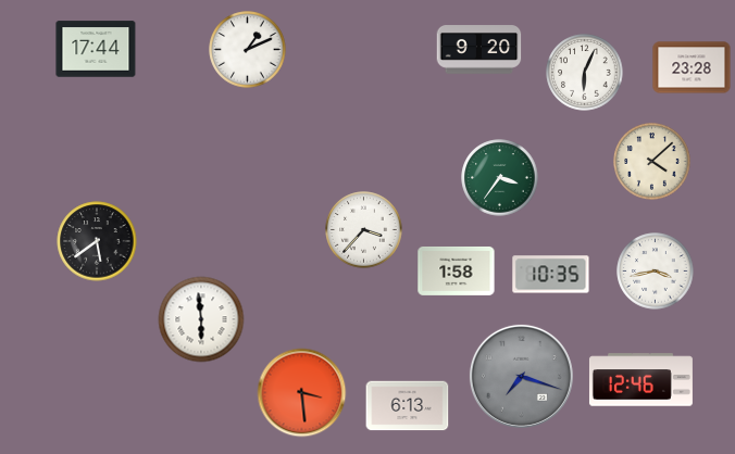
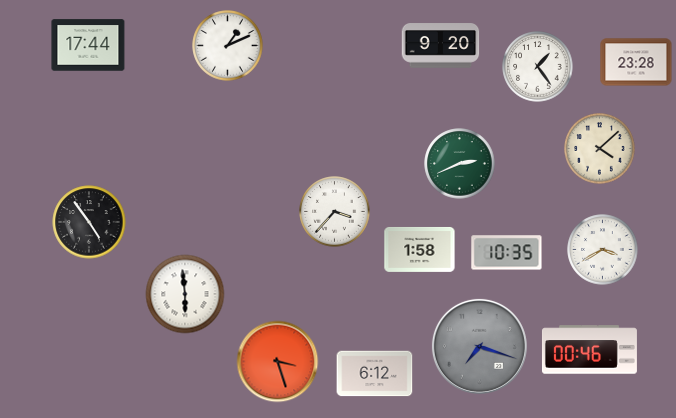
clock at (585, 73): 6:04 -> 1:24
clock at (500, 178): 3:36 -> 2:41
clock at (97, 241): 5:39 -> 4:54
clock at (656, 272): 3:43 -> 3:40
clock at (640, 380): 12:46 -> 00:46
clock at (302, 393): 3:29 -> 3:27
clock at (408, 406): 6:13 -> 6:12
